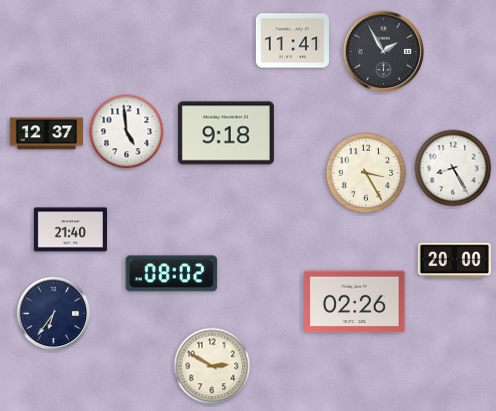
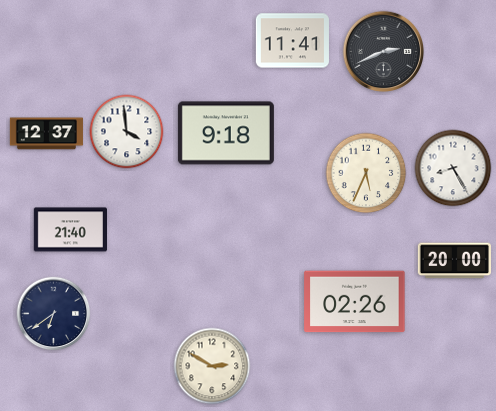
clock at (384, 52): 1:55 -> 2:41
clock at (127, 132): 4:59 -> 3:59
clock at (366, 173): 3:25 -> 5:34
clock at (172, 274): 08:02 -> none
clock at (54, 314): 6:36 -> 6:39
